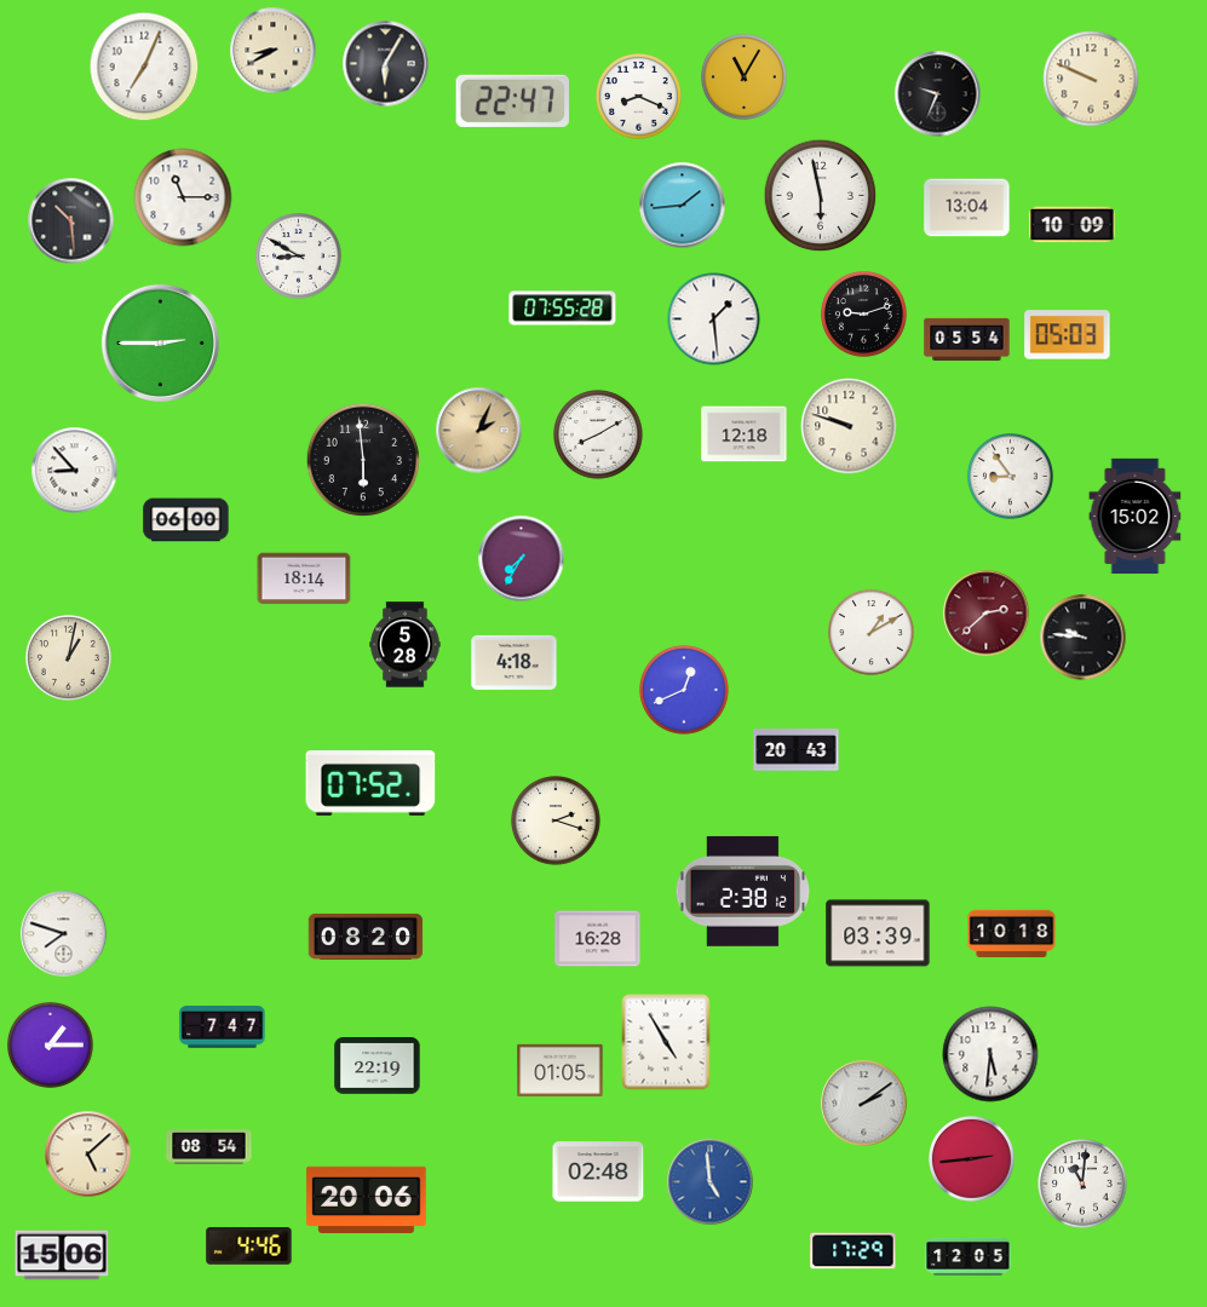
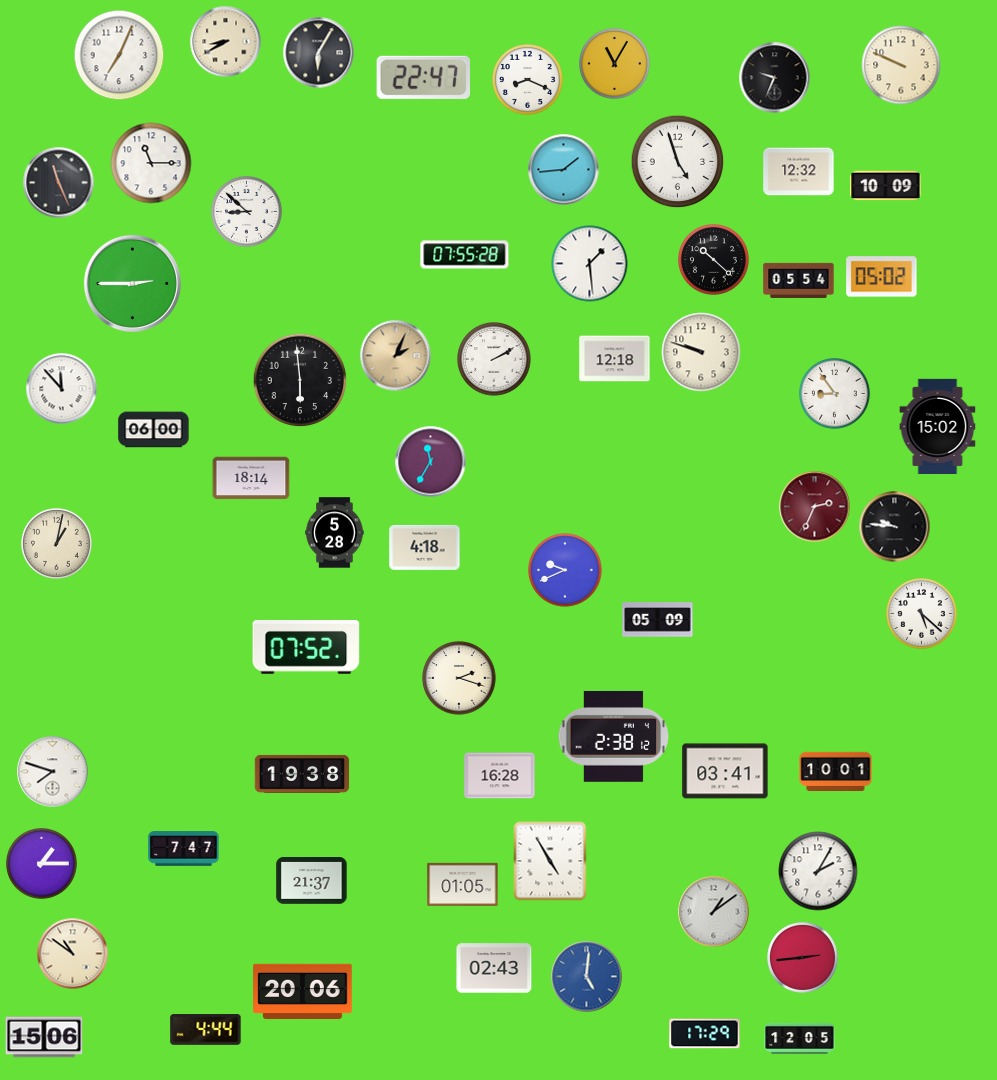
clock at (513, 100) position: (513, 100) -> (424, 77)
clock at (821, 196): 5:58 -> 4:57
clock at (967, 208): 13:04 -> 12:32
clock at (71, 221): 10:29 -> 11:26
clock at (299, 257): 8:50 -> 8:52
clock at (864, 315): 9:12 -> 10:22
clock at (1068, 335): 05:03 -> 05:02
clock at (598, 434): 8:10 -> 2:10
clock at (75, 471): 8:53 -> 11:53
clock at (522, 559): 7:35 -> 11:35
clock at (987, 614): 2:38 -> 2:34
clock at (872, 633): 1:10 -> none
clock at (684, 690): 12:41 -> 9:41
clock at (922, 614): none -> 5:22
clock at (797, 750): 20:43 -> 05:09
clock at (878, 933): 03:39 -> 03:41
clock at (1012, 933): 10:18 -> 10:01
clock at (366, 937): 08:20 -> 19:38
clock at (598, 939) position: (598, 939) -> (500, 776)
clock at (990, 1054): 5:31 -> 2:05
clock at (378, 1066): 22:19 -> 21:37
clock at (864, 1104): 2:09 -> 1:09
clock at (209, 1147): 08:54 -> none
clock at (88, 1155): 5:08 -> 10:51
clock at (598, 1171): 02:48 -> 02:43
clock at (711, 1182): 4:59 -> 5:01
clock at (1082, 1184): 11:01 -> none
clock at (249, 1246): 4:46 -> 4:44
clock at (62, 1255) position: (62, 1255) -> (44, 1037)
